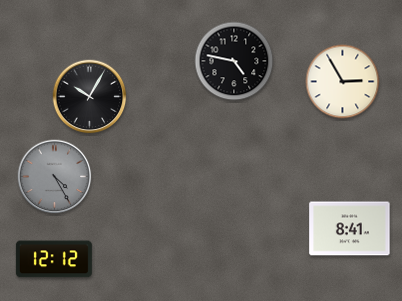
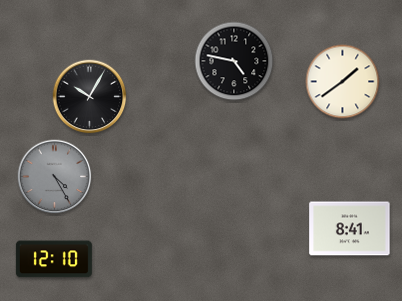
clock at (343, 82): 2:55 -> 1:39
clock at (54, 259): 12:12 -> 12:10
